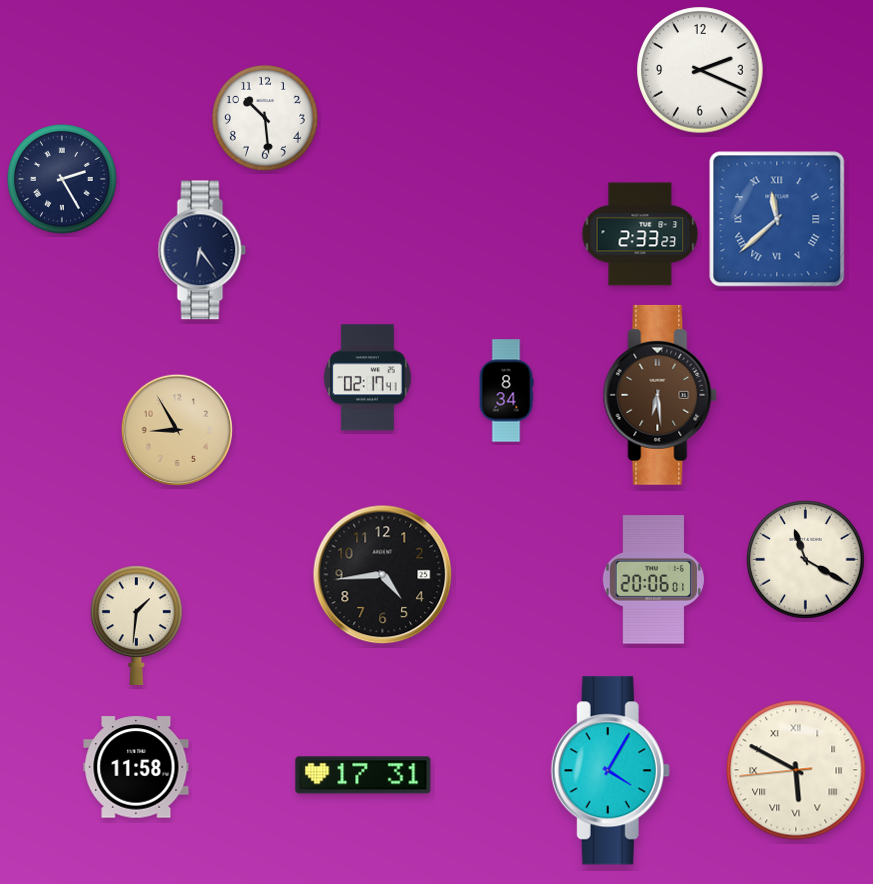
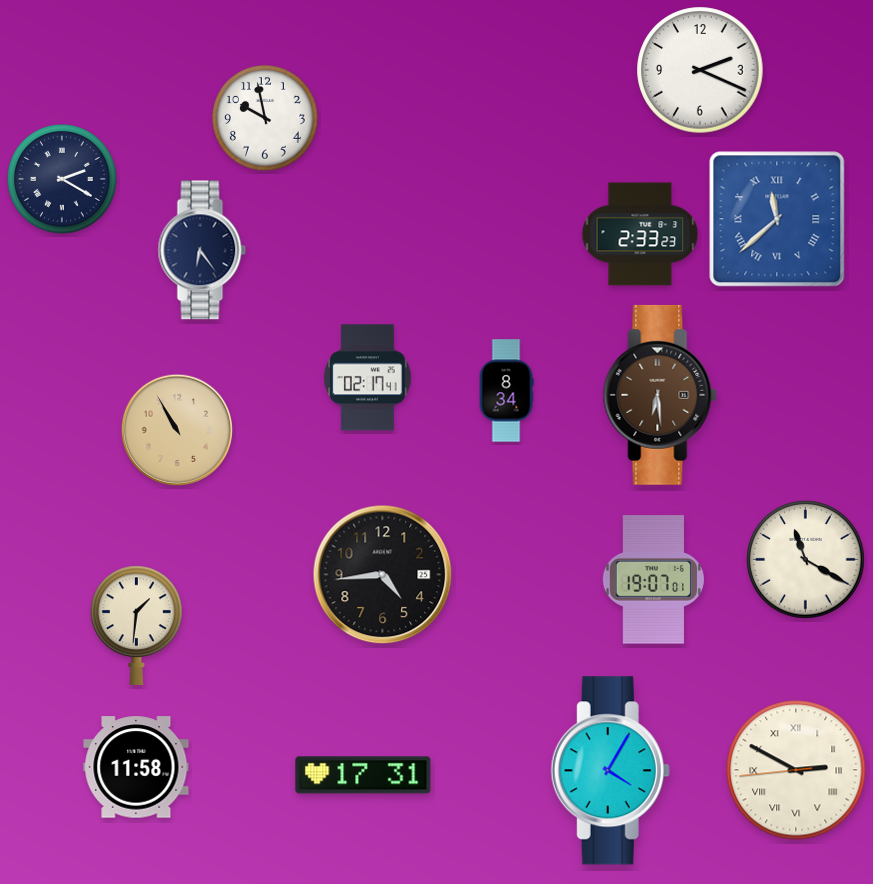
clock at (265, 118): 10:29 -> 9:58
clock at (63, 180): 2:25 -> 2:20
clock at (176, 429): 8:55 -> 10:55
clock at (653, 580): 20:06 -> 19:07
clock at (796, 770): 5:49 -> 2:49
